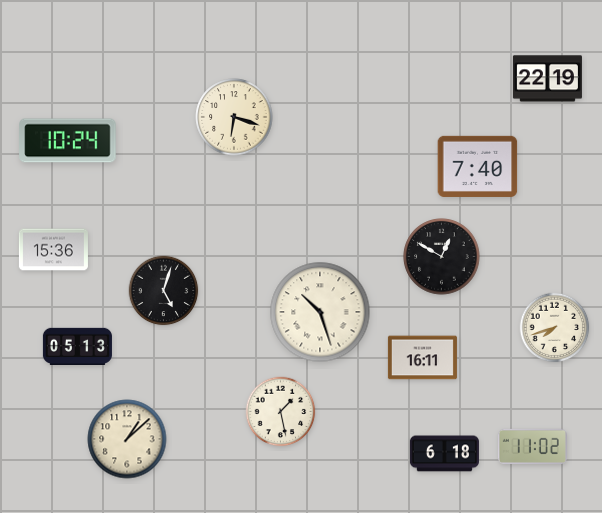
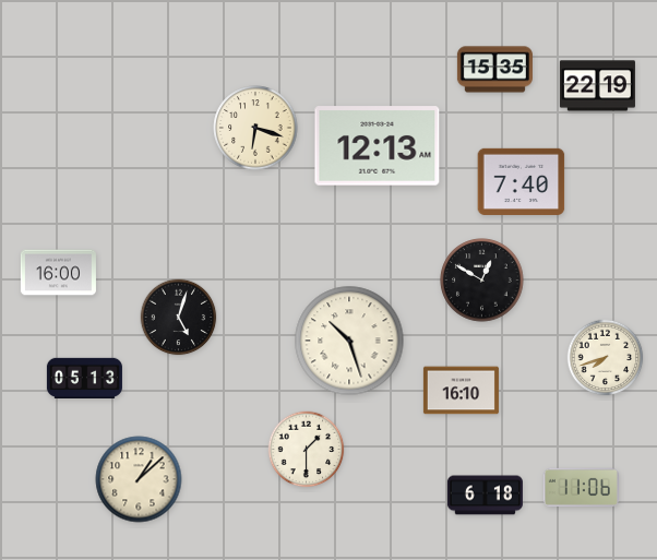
clock at (494, 70): none -> 15:35
clock at (378, 146): none -> 12:13
clock at (68, 141): 10:24 -> none
clock at (53, 250): 15:36 -> 16:00
clock at (422, 358): 16:11 -> 16:10
clock at (281, 412): 1:28 -> 1:30
clock at (532, 446): 11:02 -> 11:06
